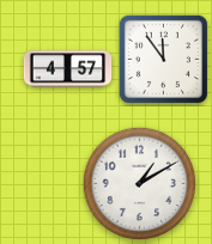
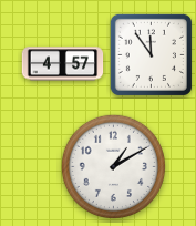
clock at (139, 183) position: (139, 183) -> (113, 166)
